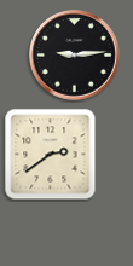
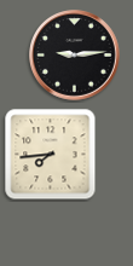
clock at (51, 155): 2:39 -> 7:44
